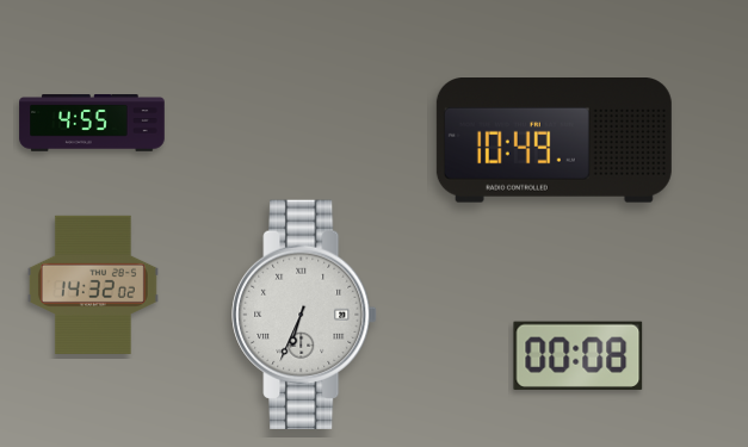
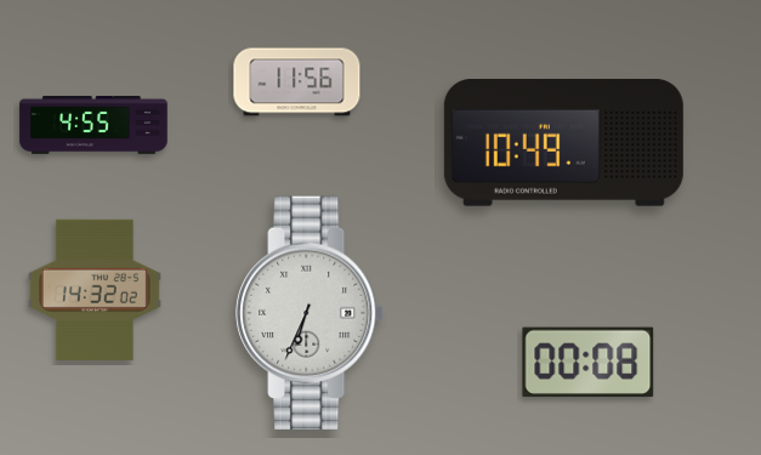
clock at (297, 83): none -> 11:56
clock at (304, 315) position: (304, 315) -> (309, 313)
